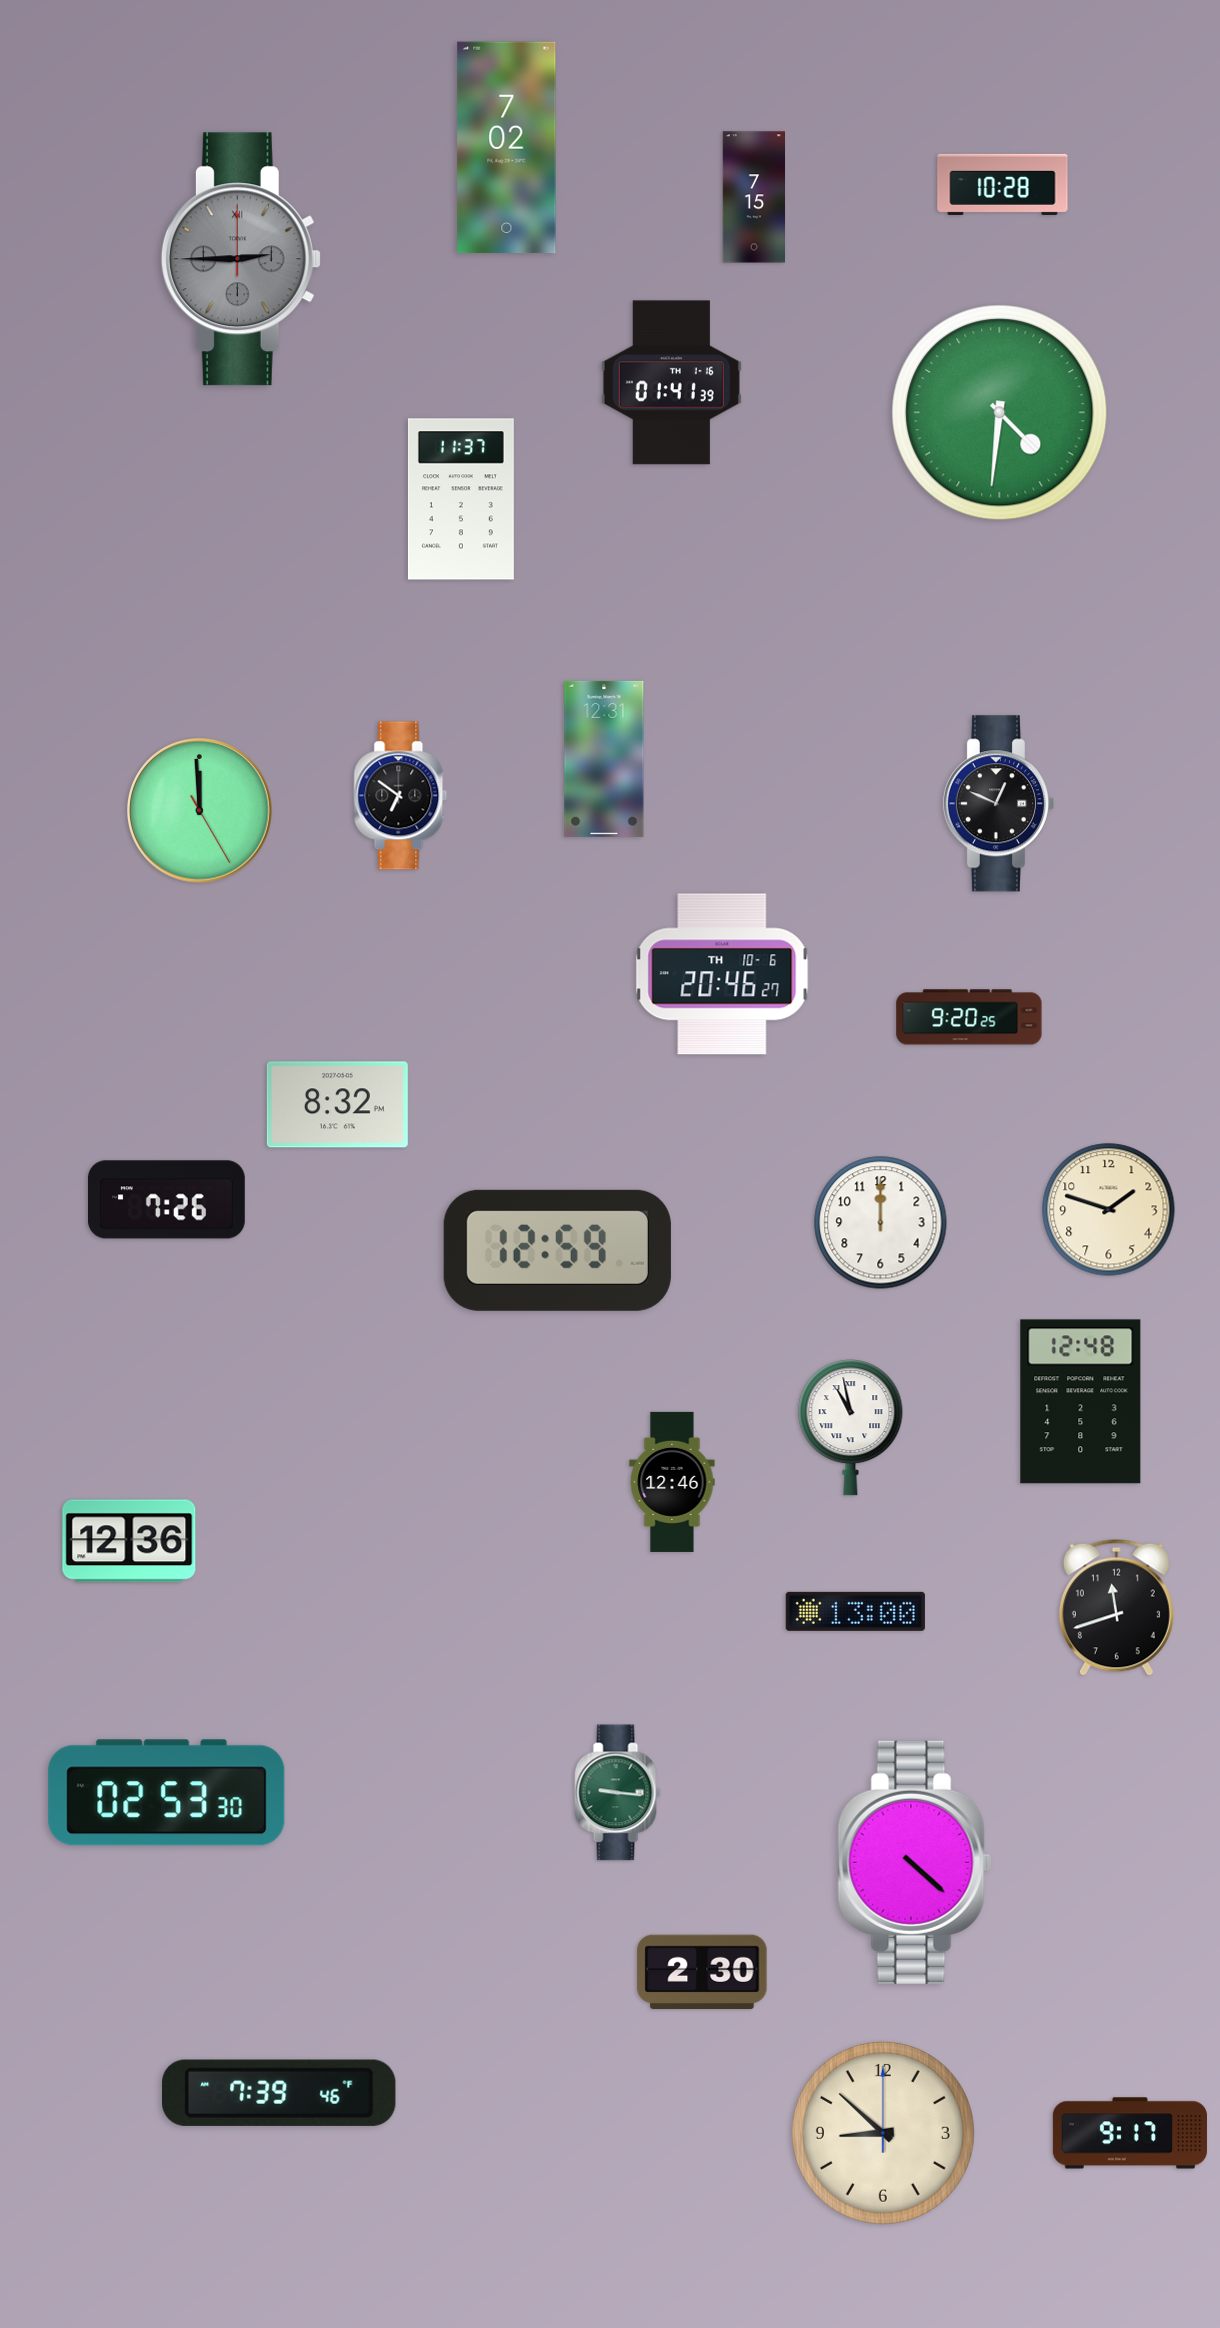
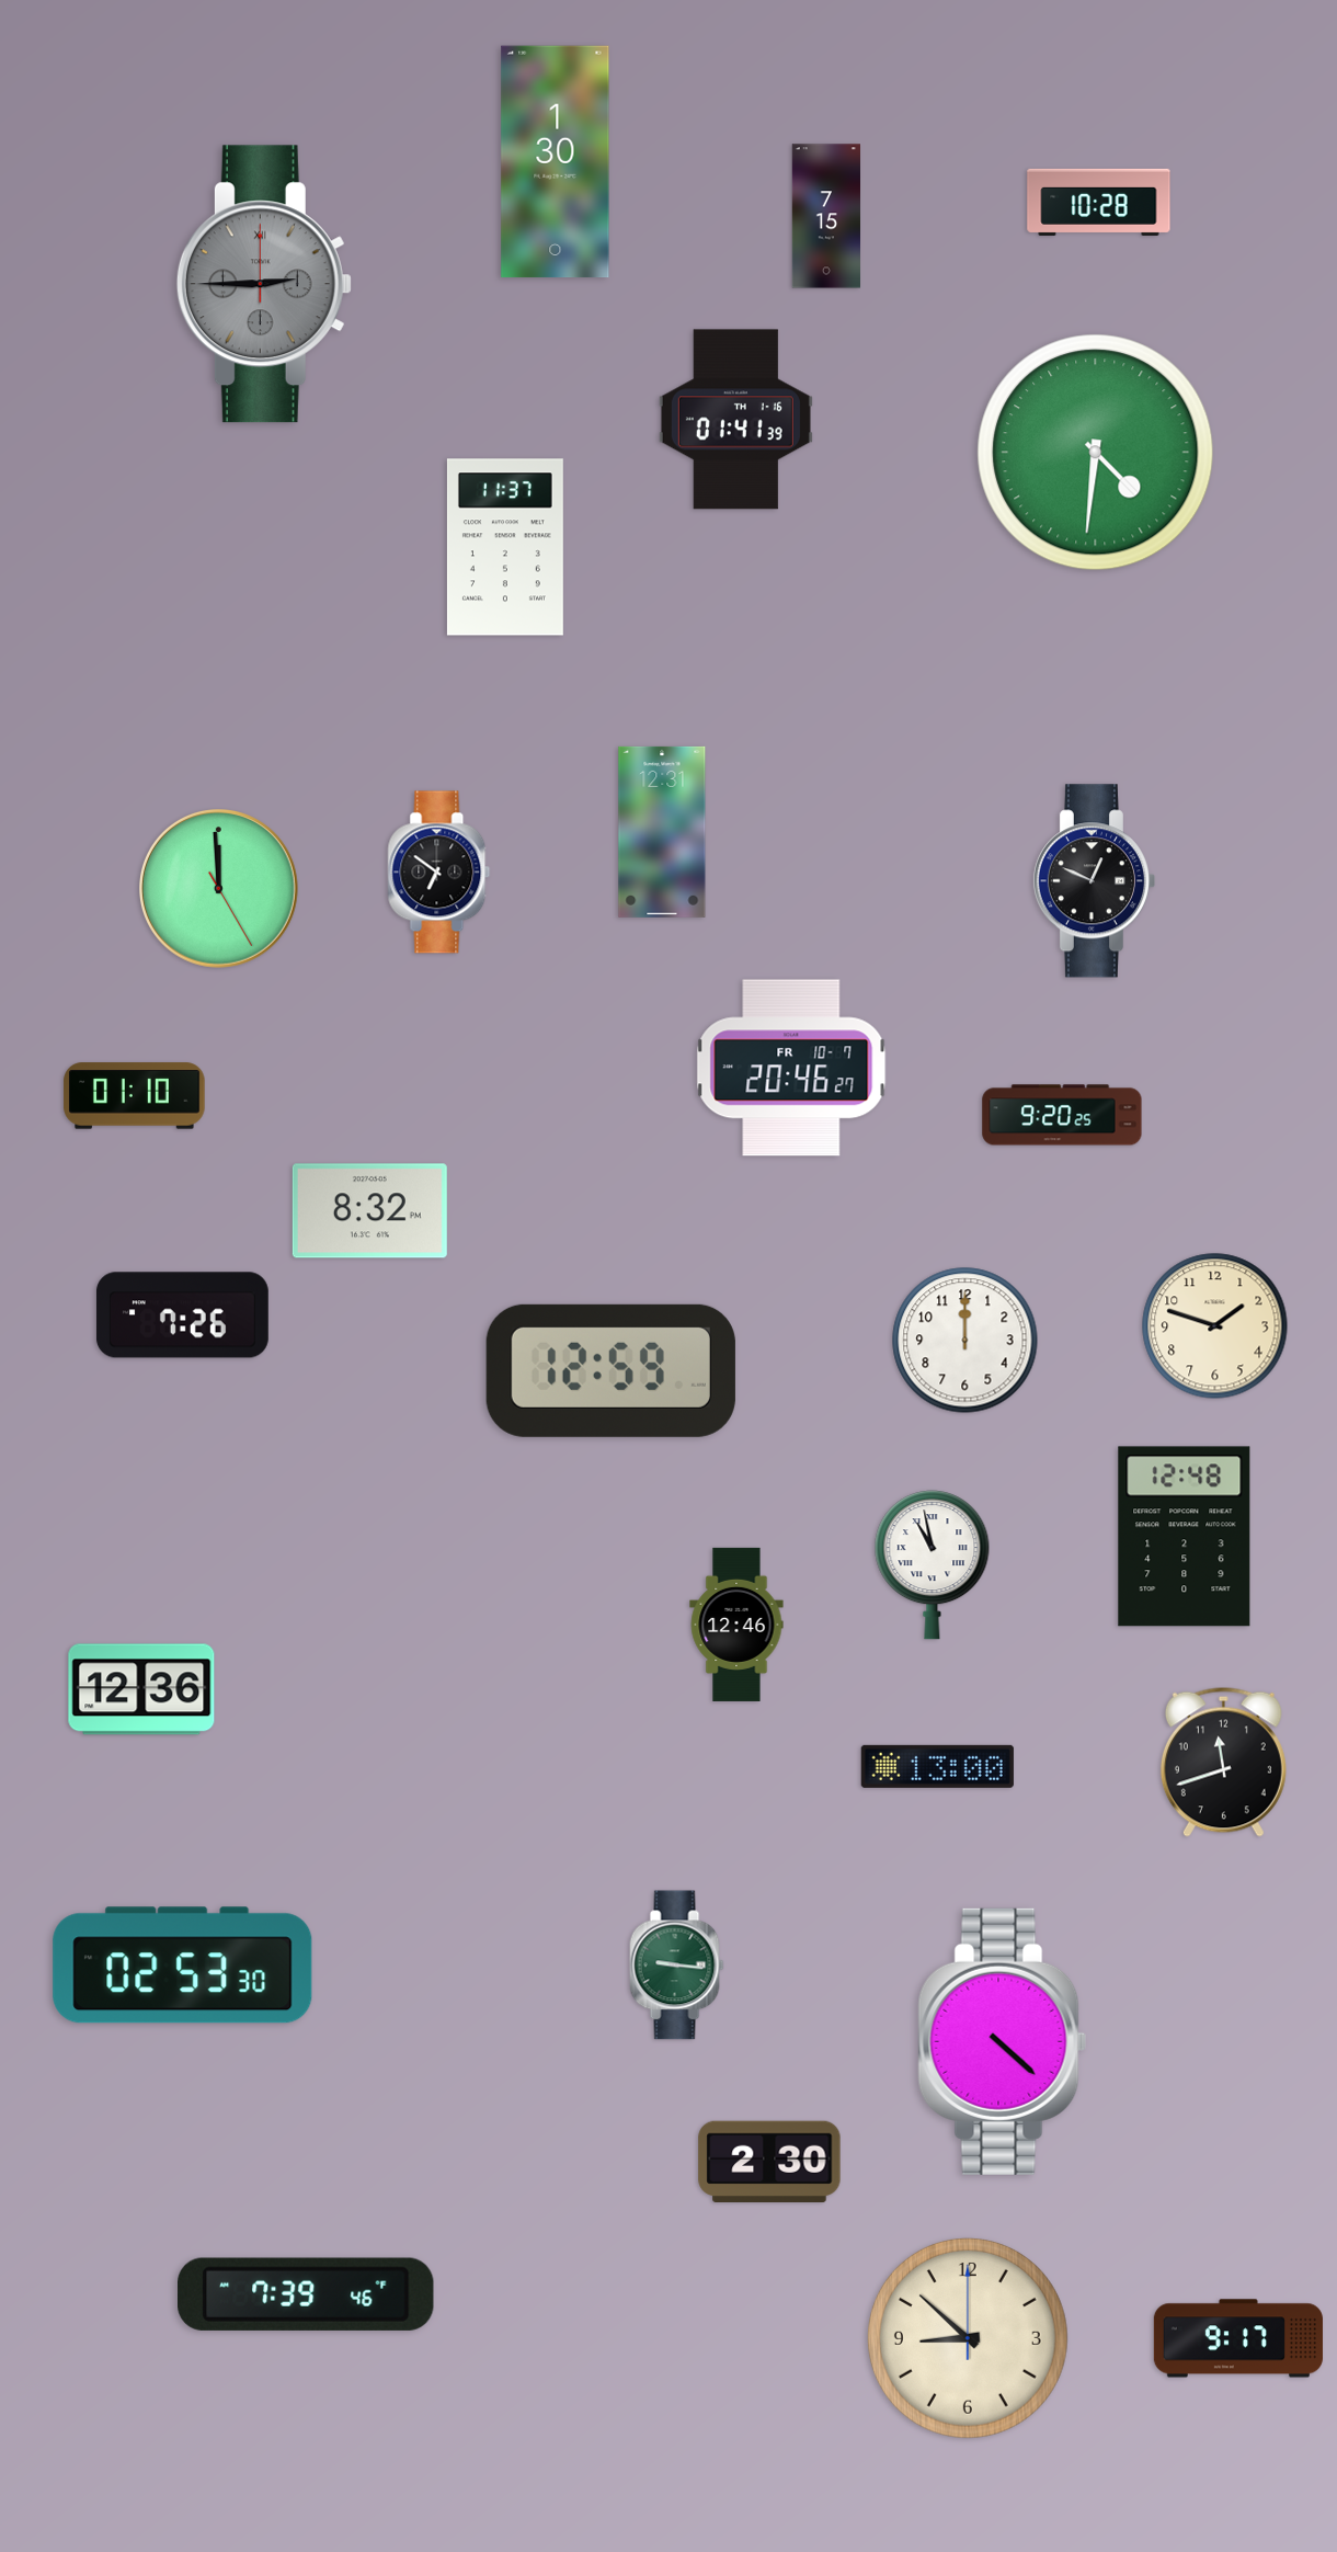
clock at (507, 148): 7:02 -> 1:30
clock at (722, 974) date: TH 10-6 -> FR 10-7
clock at (135, 1096): none -> 01:10
